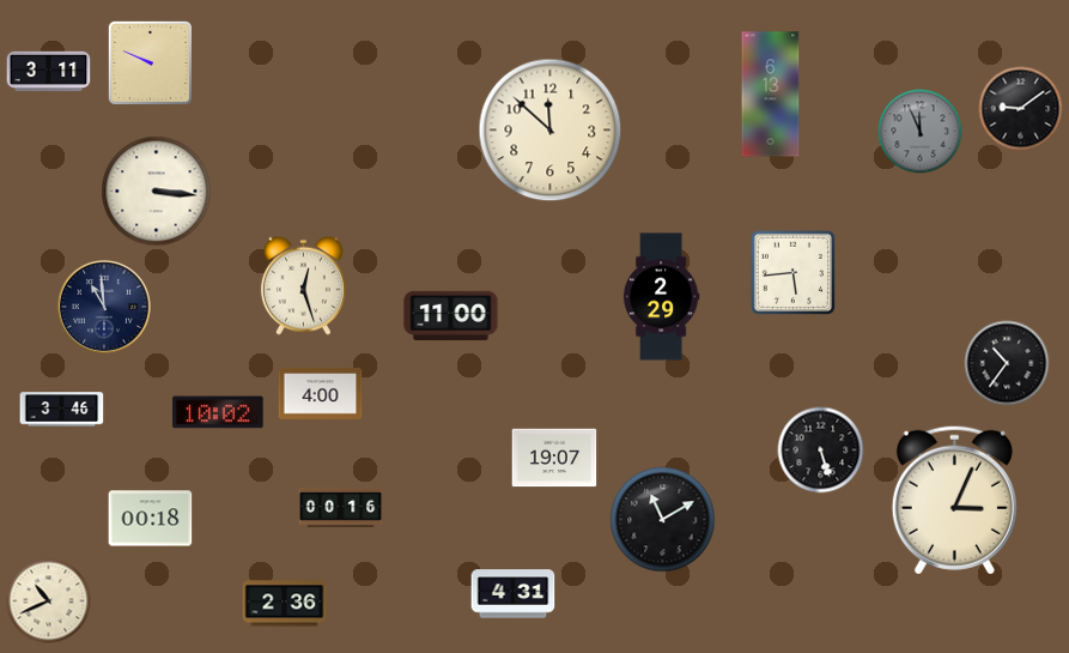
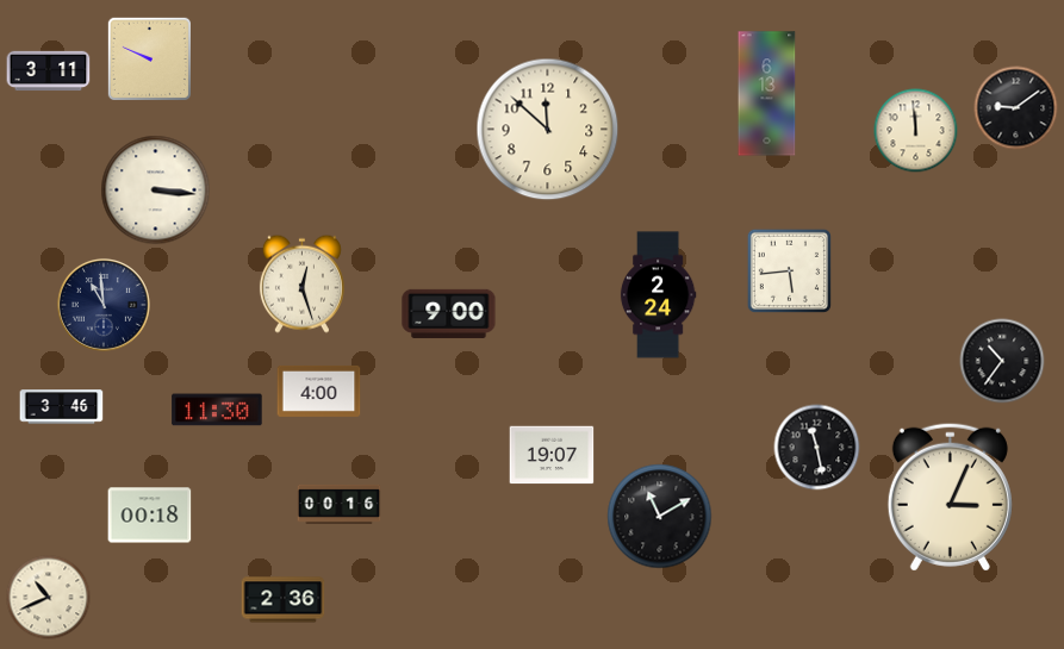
clock at (150, 62) position: (150, 62) -> (149, 58)
clock at (921, 132): 11:56 -> 11:59
clock at (921, 132) dial: grey -> cream
clock at (661, 297): 2:29 -> 2:24
clock at (451, 315): 11:00 -> 9:00
clock at (218, 412): 10:02 -> 11:30
clock at (821, 451): 5:27 -> 11:28
clock at (514, 594): 4:31 -> none
